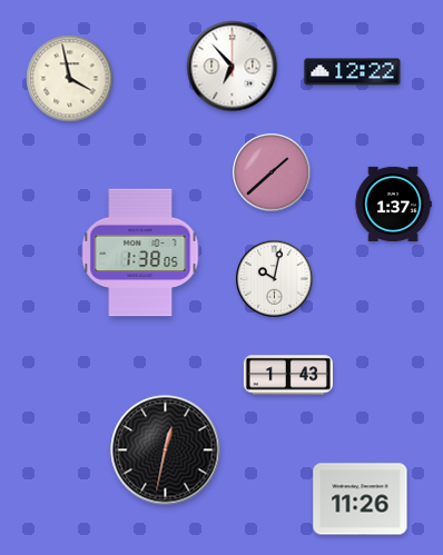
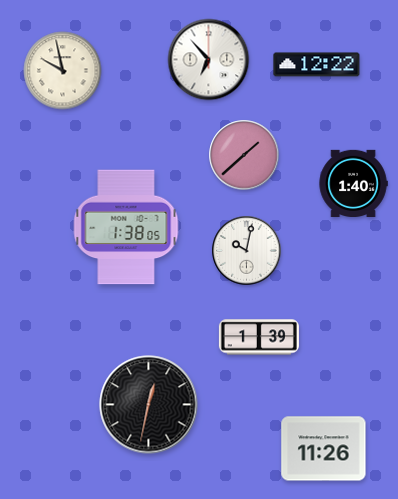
clock at (70, 79): 3:58 -> 9:58
clock at (393, 204): 1:37 -> 1:40
clock at (288, 375): 1:43 -> 1:39
